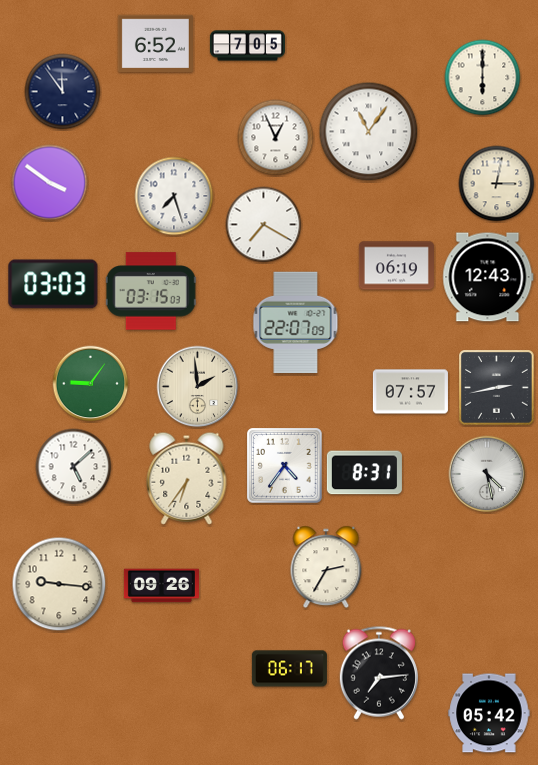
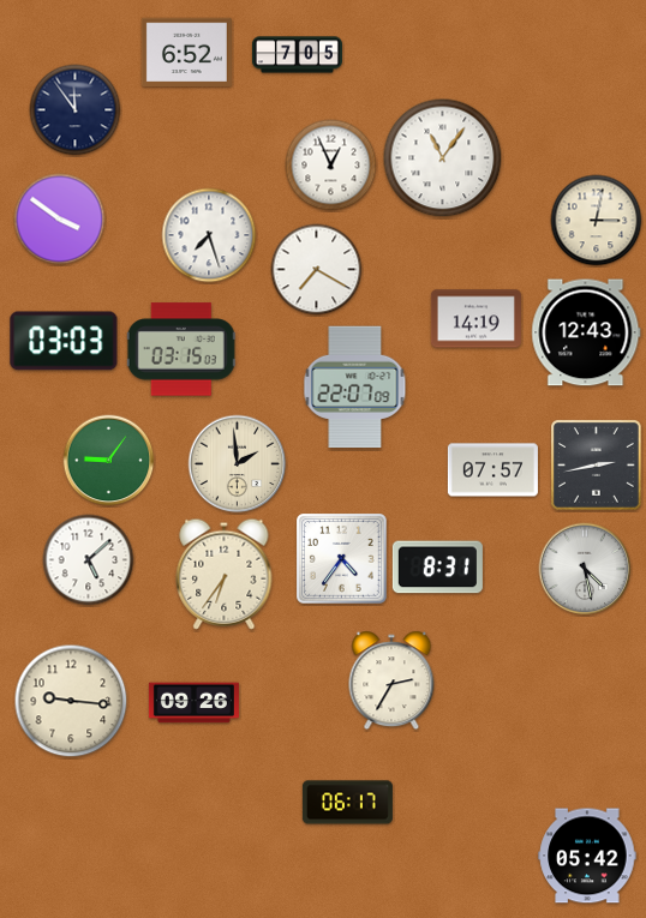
clock at (483, 78): 6:00 -> none
clock at (396, 266): 06:19 -> 14:19
clock at (379, 673): 7:14 -> none
